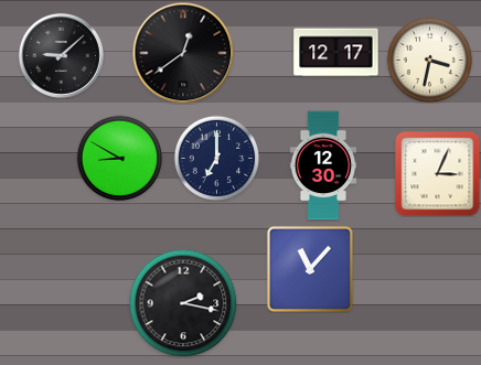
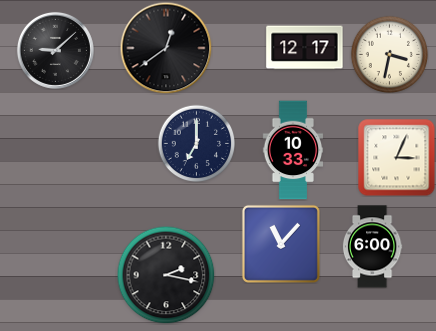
clock at (119, 158): 8:50 -> none
clock at (323, 165): 12:30 -> 10:33
clock at (372, 247): none -> 6:00
